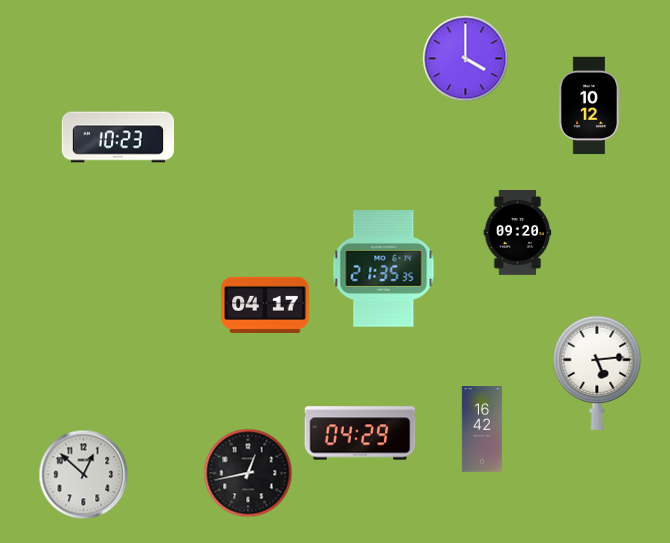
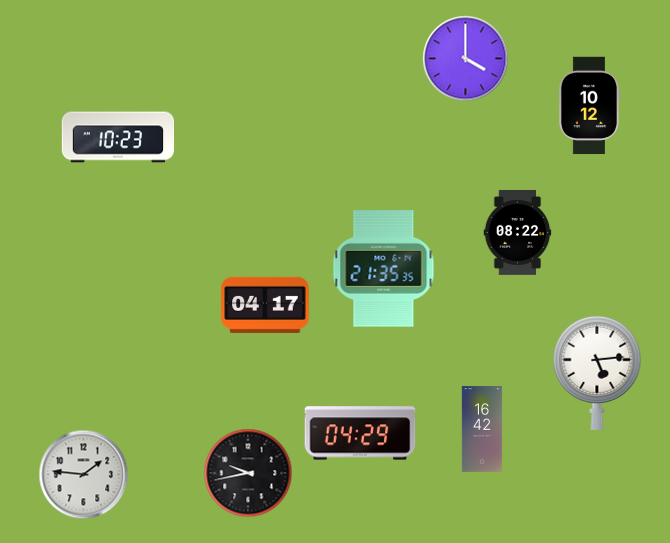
clock at (518, 233): 09:20 -> 08:22
clock at (248, 473): 12:43 -> 9:43
clock at (84, 475): 12:52 -> 1:46
